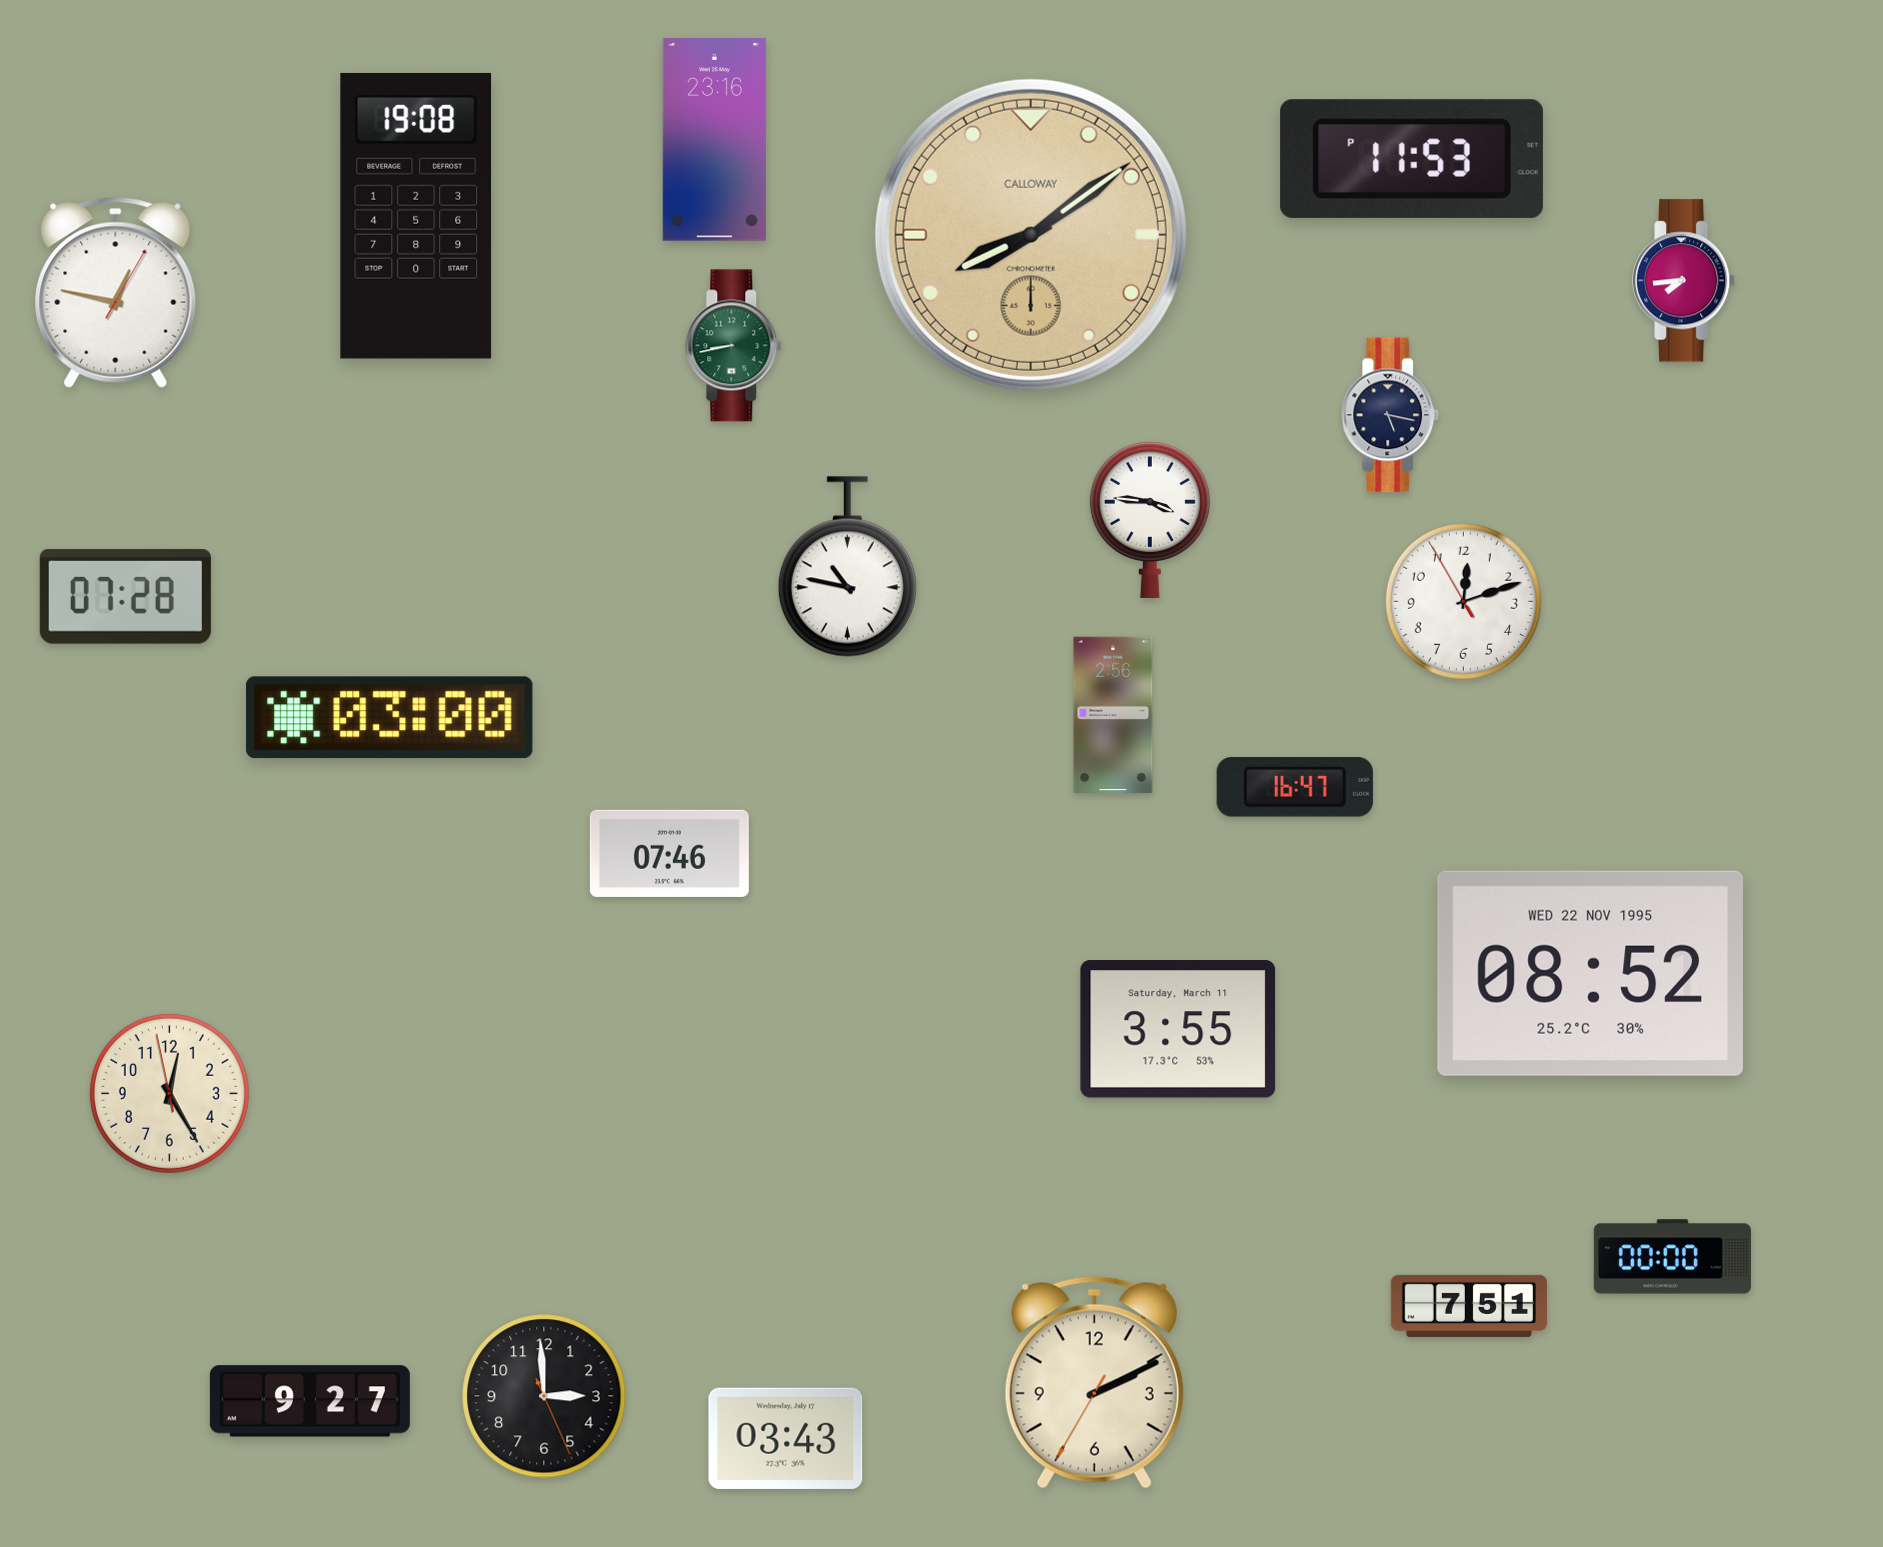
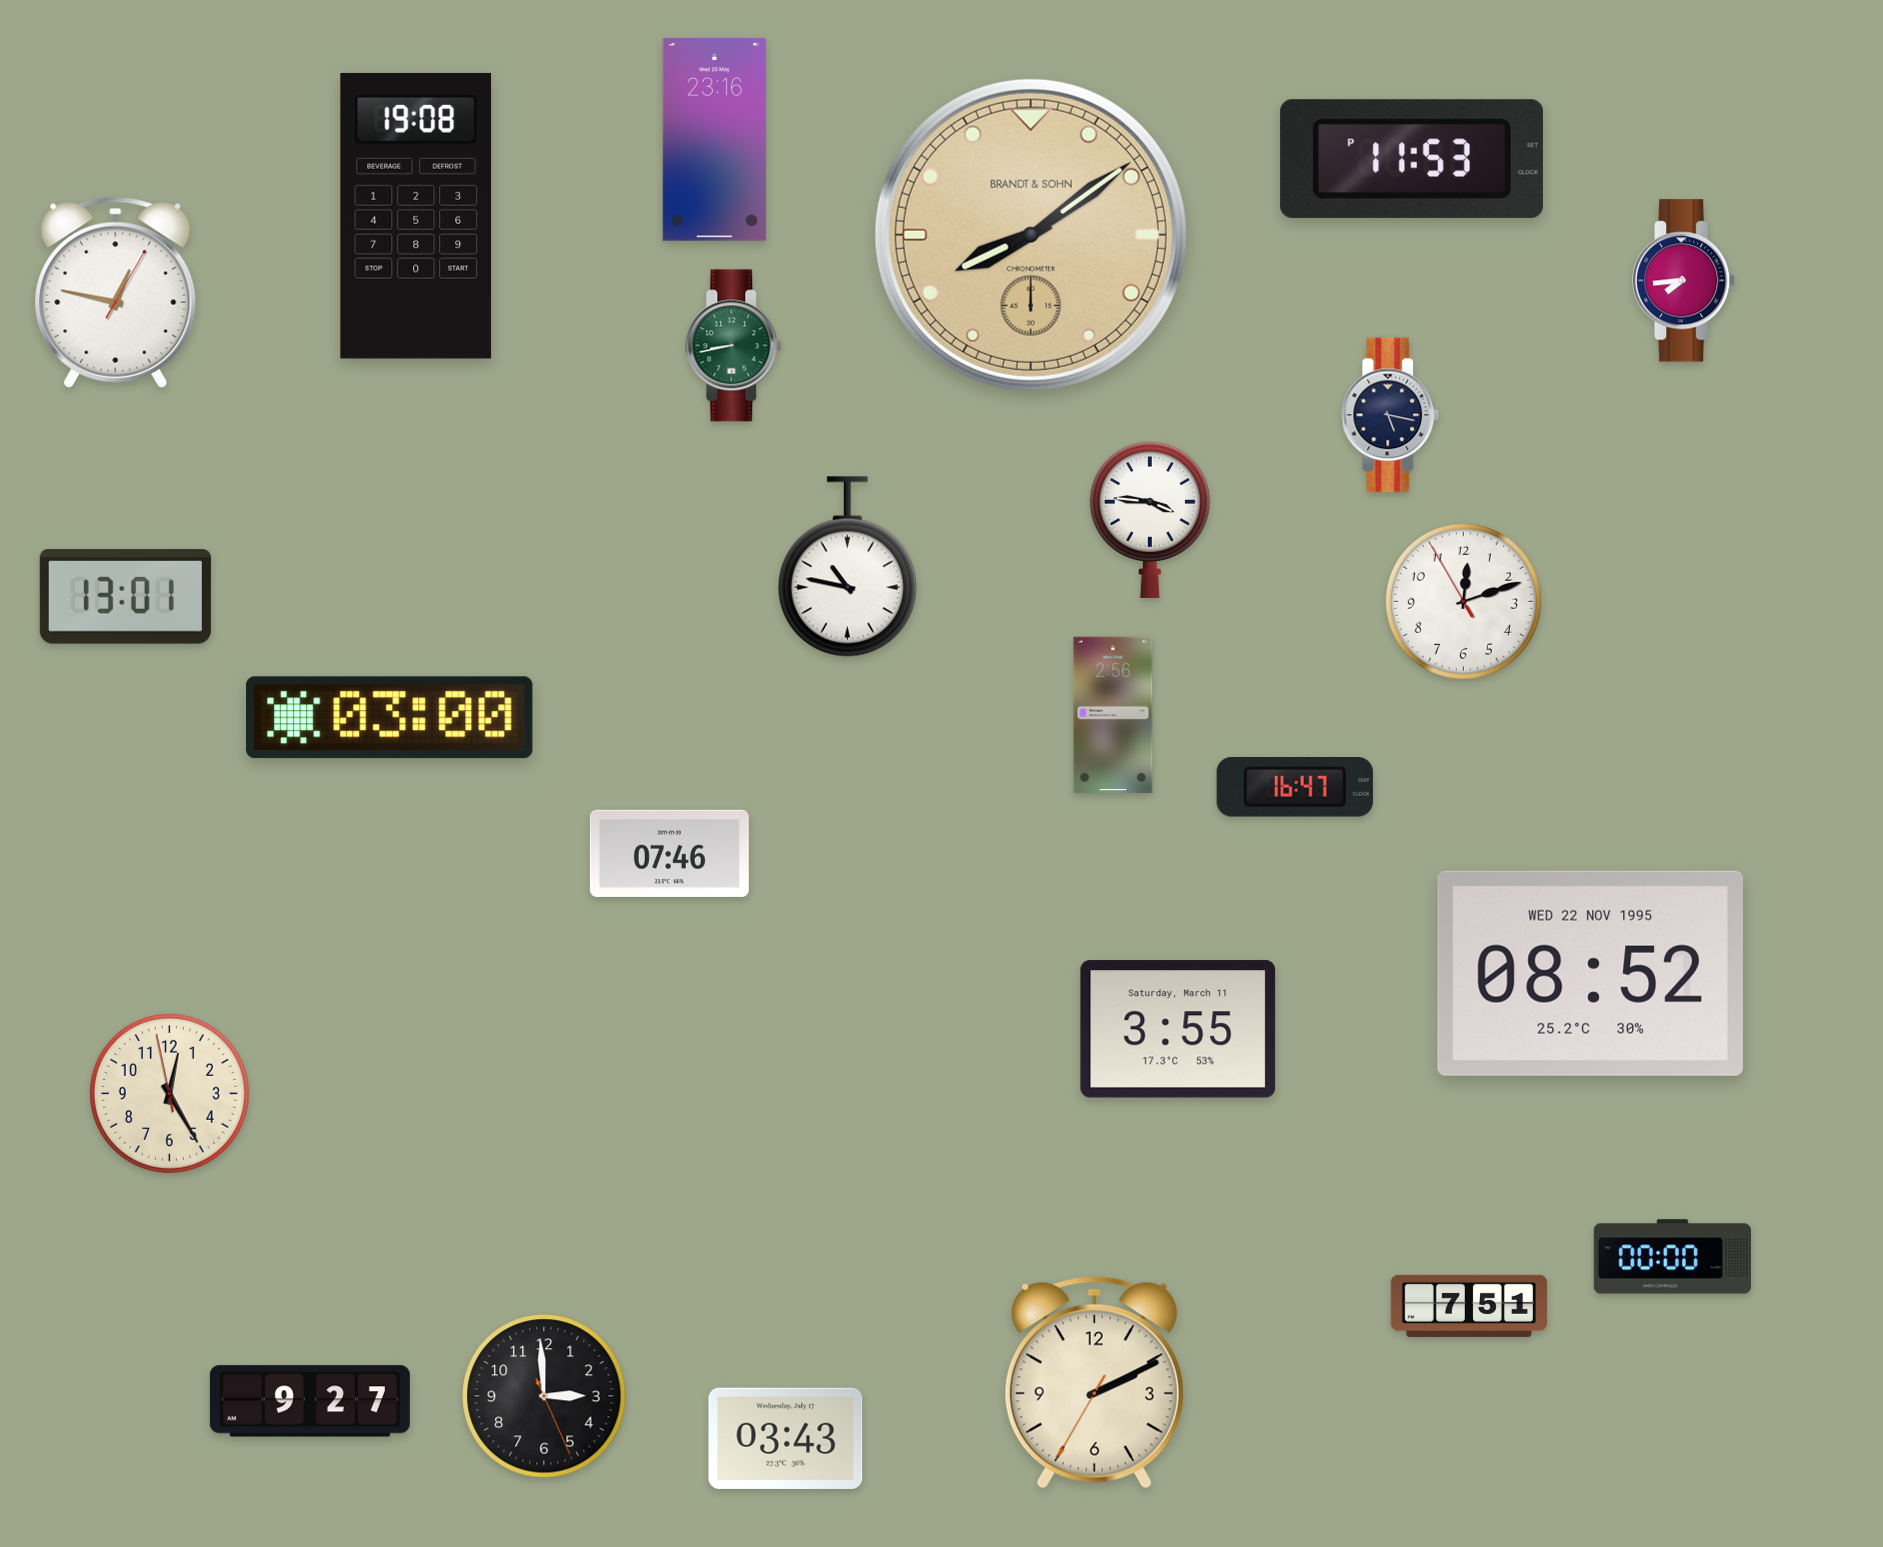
clock at (1031, 235) brand: CALLOWAY -> BRANDT & SOHN
clock at (125, 597): 07:28 -> 13:01
